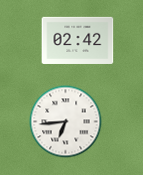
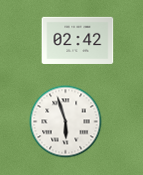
clock at (66, 122): 6:44 -> 5:57
